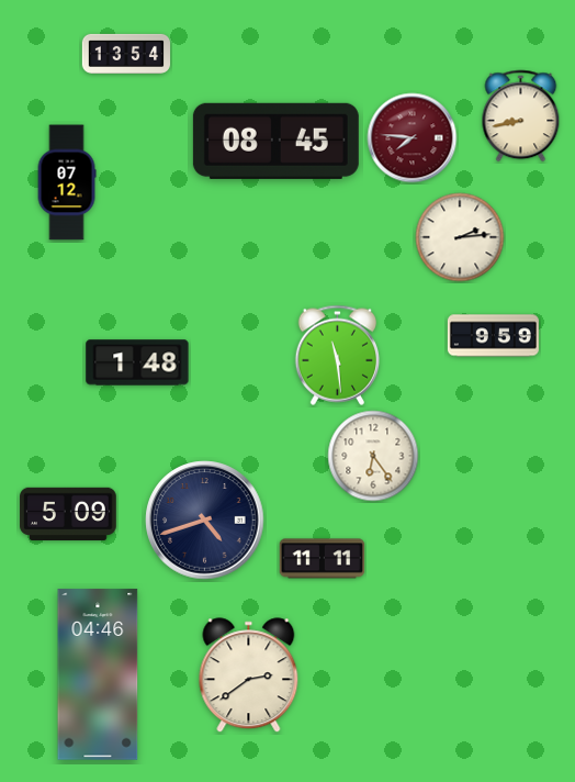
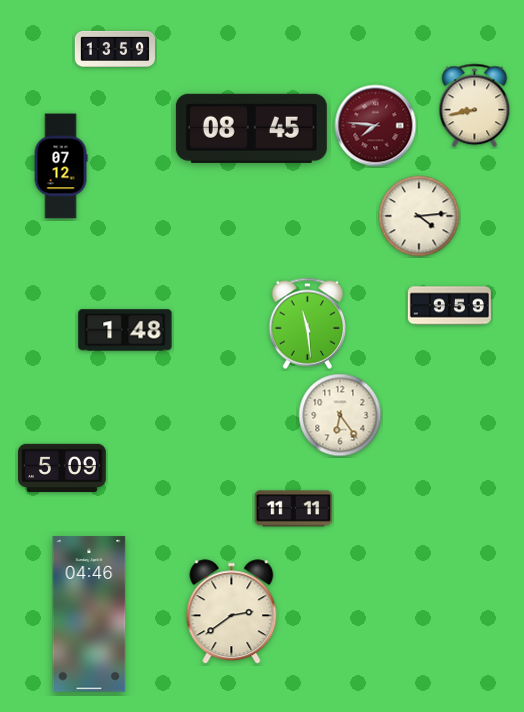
clock at (126, 54): 13:54 -> 13:59
clock at (460, 237): 2:14 -> 4:14
clock at (205, 521): 4:42 -> none
clock at (249, 675) position: (249, 675) -> (232, 612)
